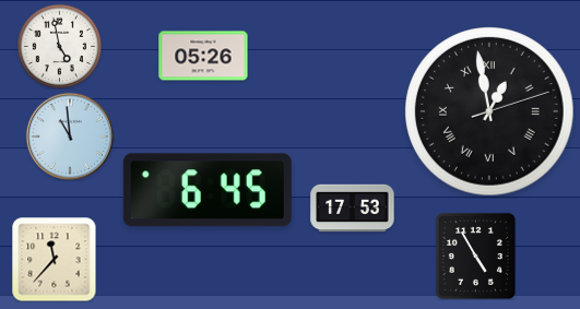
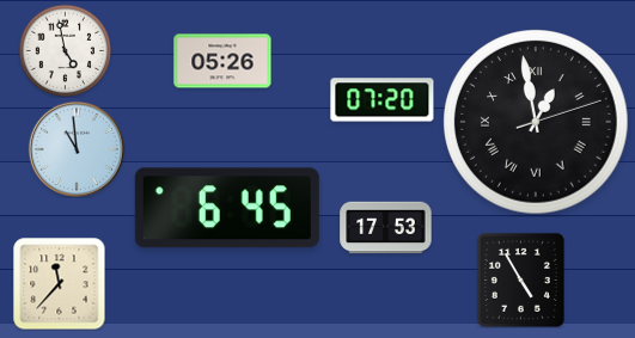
clock at (383, 100): none -> 07:20
